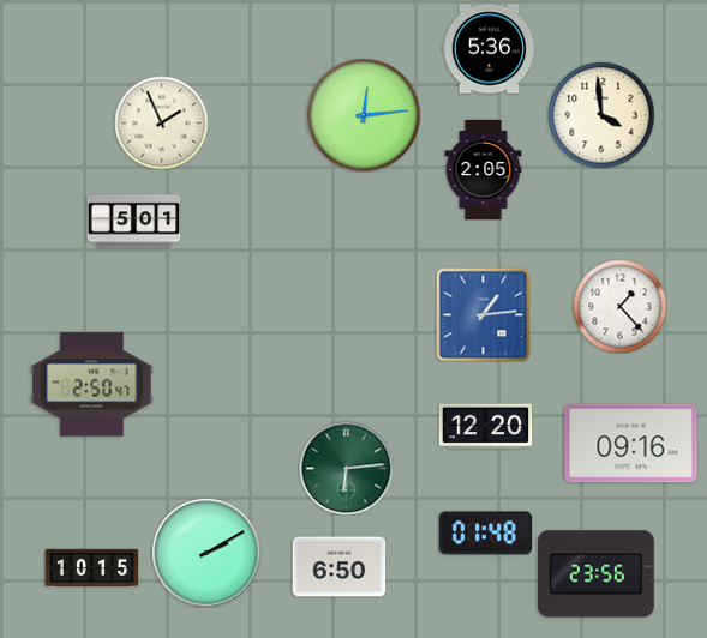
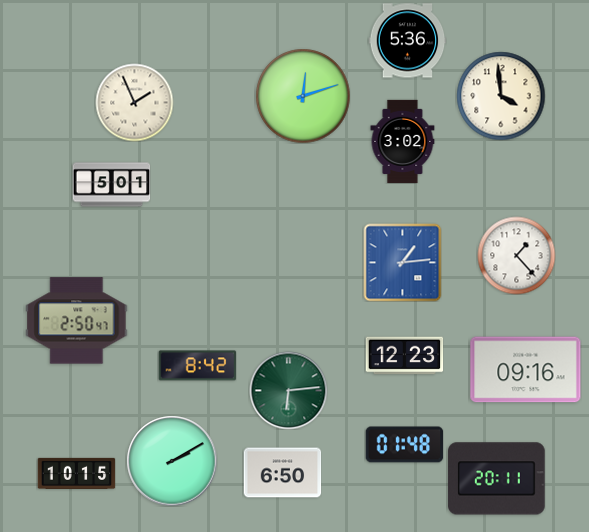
clock at (364, 115): 12:14 -> 12:12
clock at (484, 169): 2:05 -> 3:02
clock at (485, 427): 12:20 -> 12:23
clock at (197, 366): none -> 8:42
clock at (597, 574): 23:56 -> 20:11
